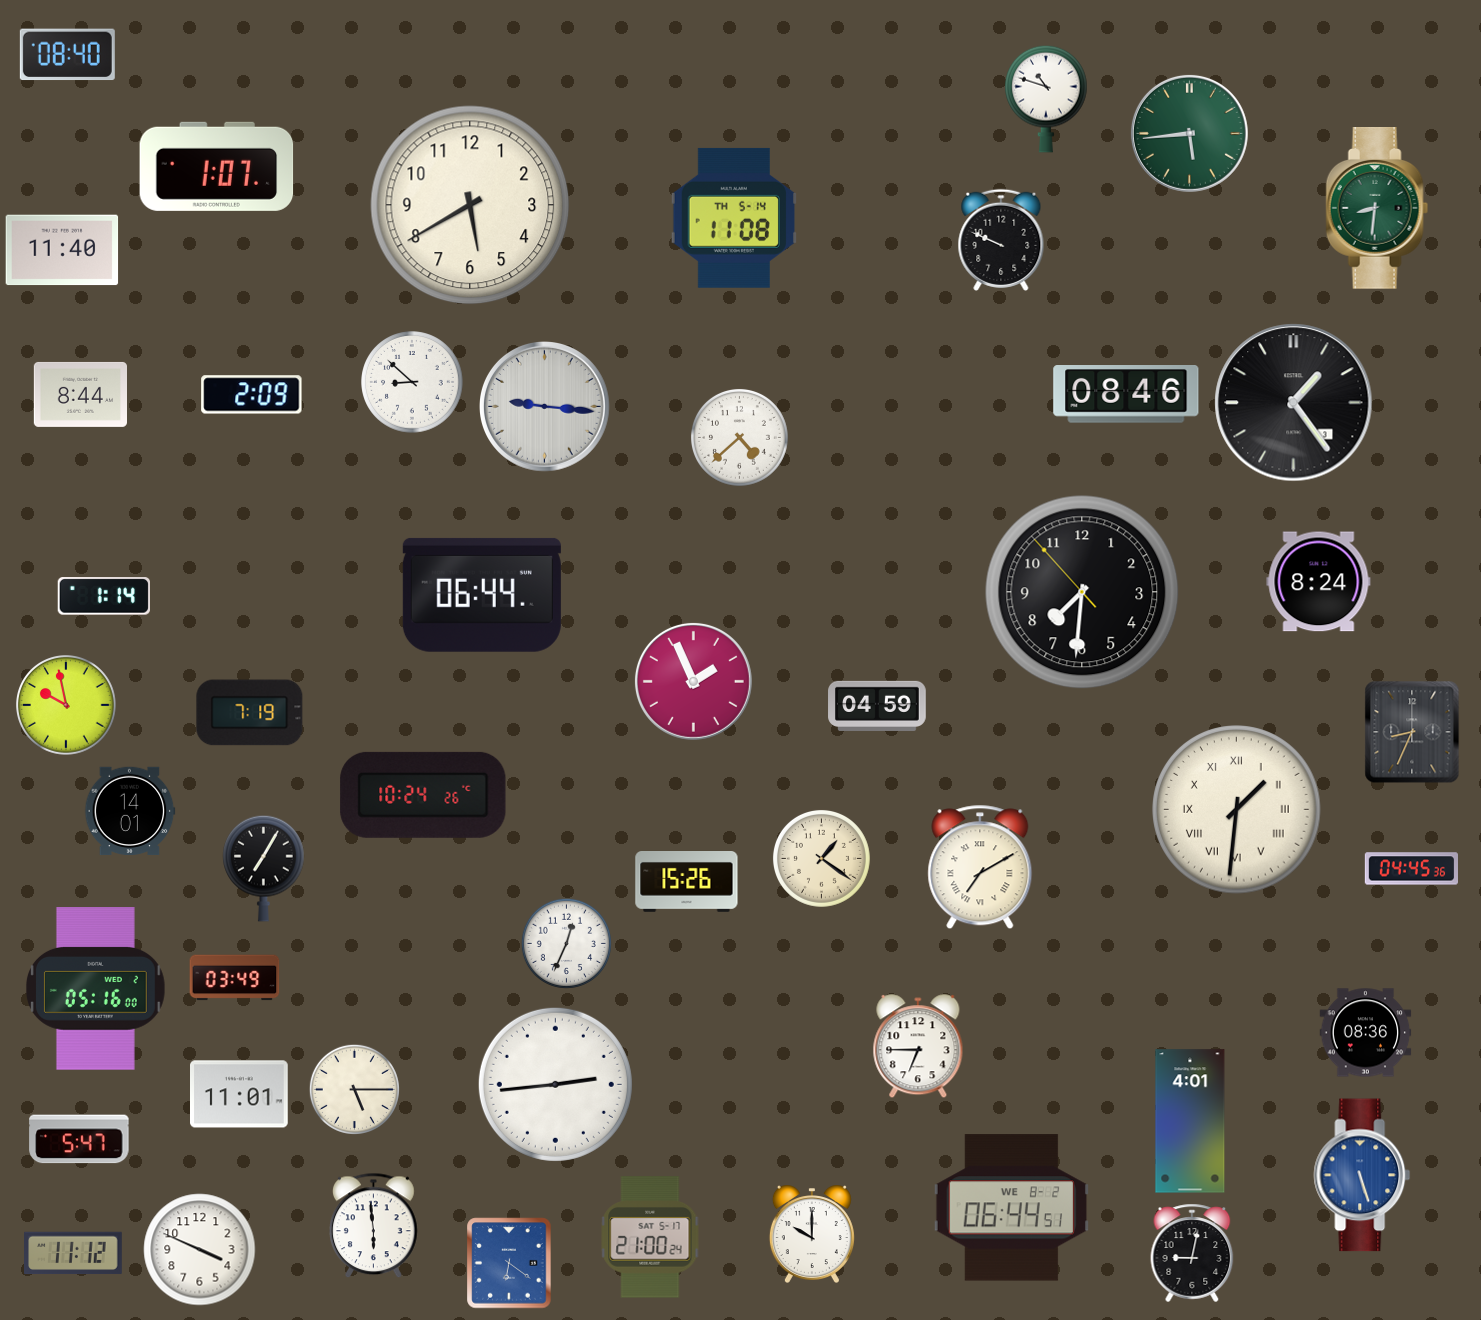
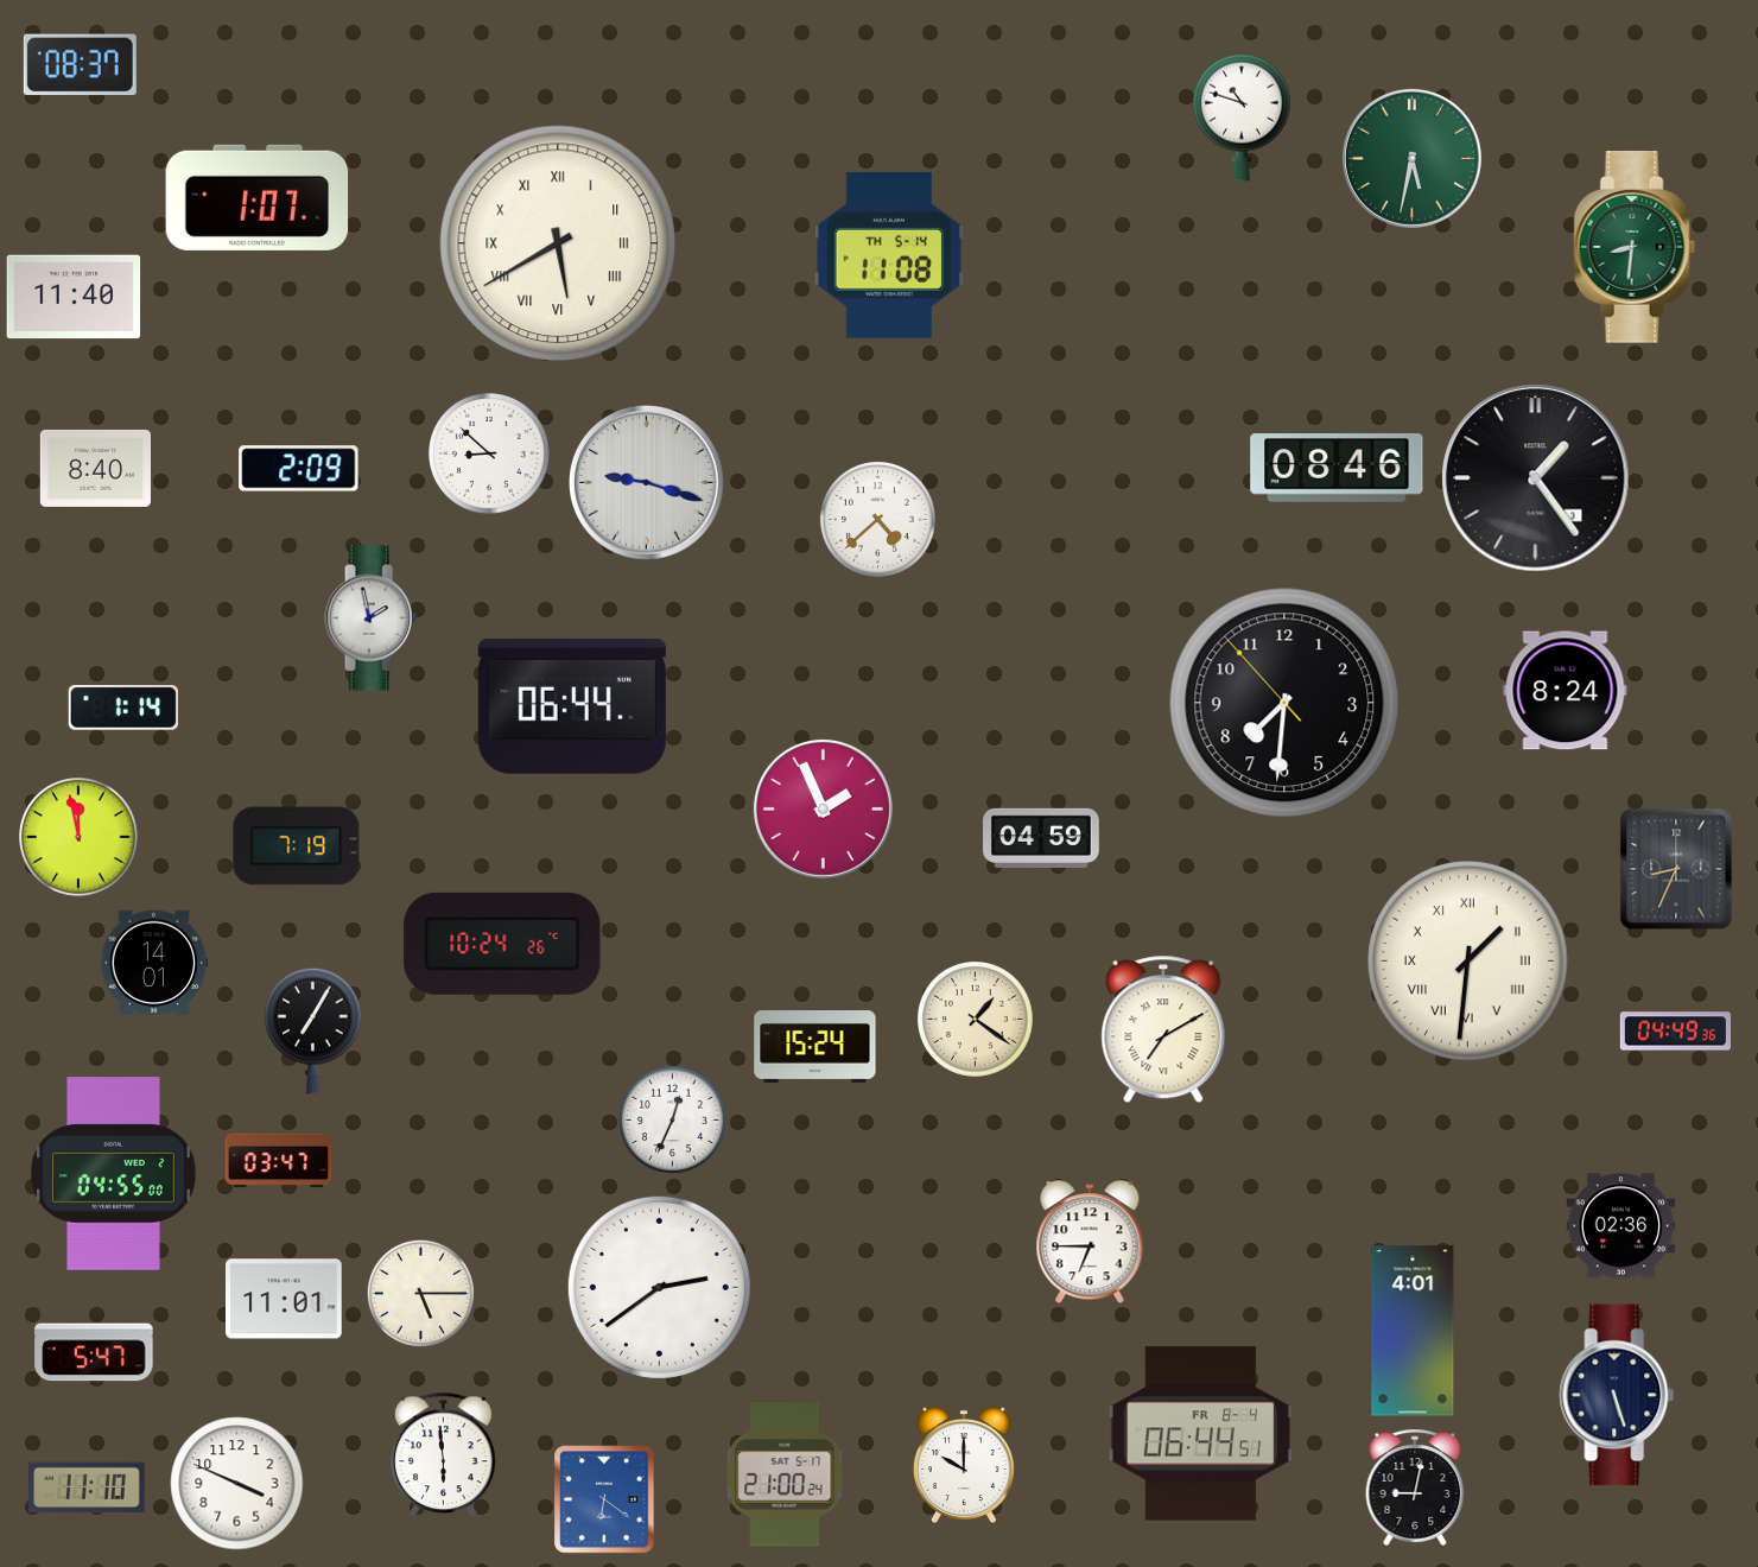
clock at (67, 55): 08:40 -> 08:37
clock at (1189, 133): 5:44 -> 5:32
clock at (470, 205) numerals: Arabic -> Roman
clock at (734, 218) position: (734, 218) -> (889, 255)
clock at (1001, 240): 9:49 -> none
clock at (80, 394): 8:44 -> 8:40
clock at (545, 407): 9:16 -> 9:18
clock at (372, 618): none -> 1:58
clock at (67, 706): 9:58 -> 11:58
clock at (1411, 869): 04:45 -> 04:49
clock at (687, 882): 15:26 -> 15:24
clock at (235, 978): 03:49 -> 03:47
clock at (96, 989): 05:16 -> 04:55
clock at (1366, 1033): 08:36 -> 02:36
clock at (555, 1084): 2:44 -> 2:39
clock at (1362, 1175) dial: blue -> navy
clock at (1011, 1208) date: WE 8-2 -> FR 8-4
clock at (650, 1237) position: (650, 1237) -> (785, 1474)
clock at (74, 1253): 11:12 -> 11:10
